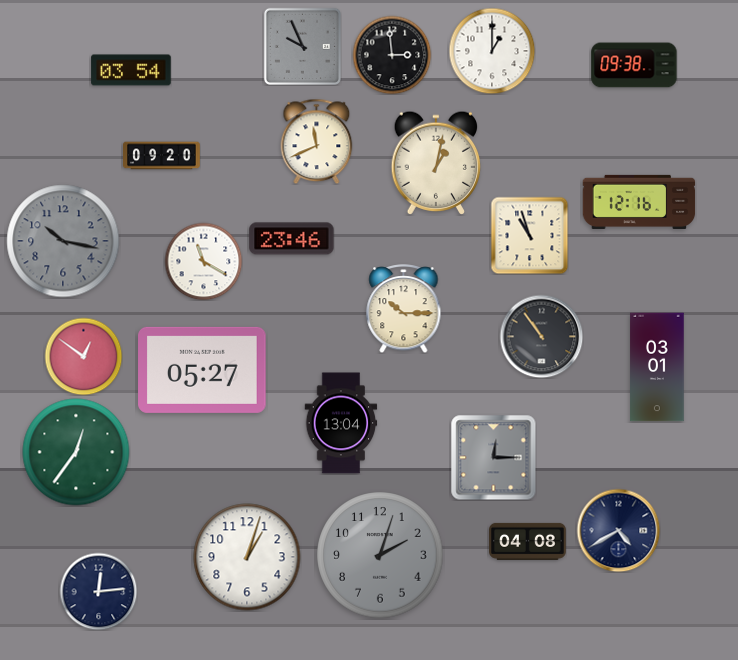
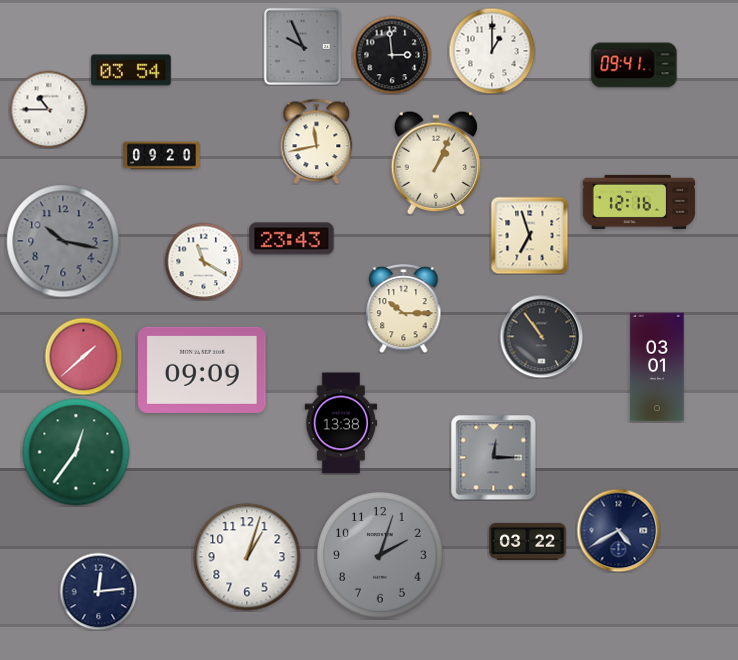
clock at (634, 65): 09:38 -> 09:41
clock at (48, 109): none -> 10:45
clock at (317, 141): 11:41 -> 11:43
clock at (436, 162): 1:02 -> 1:04
clock at (529, 235): 10:57 -> 6:57
clock at (292, 239): 23:46 -> 23:43
clock at (83, 356): 12:51 -> 1:38
clock at (202, 370): 05:27 -> 09:09
clock at (341, 423): 13:04 -> 13:38
clock at (528, 541): 04:08 -> 03:22
